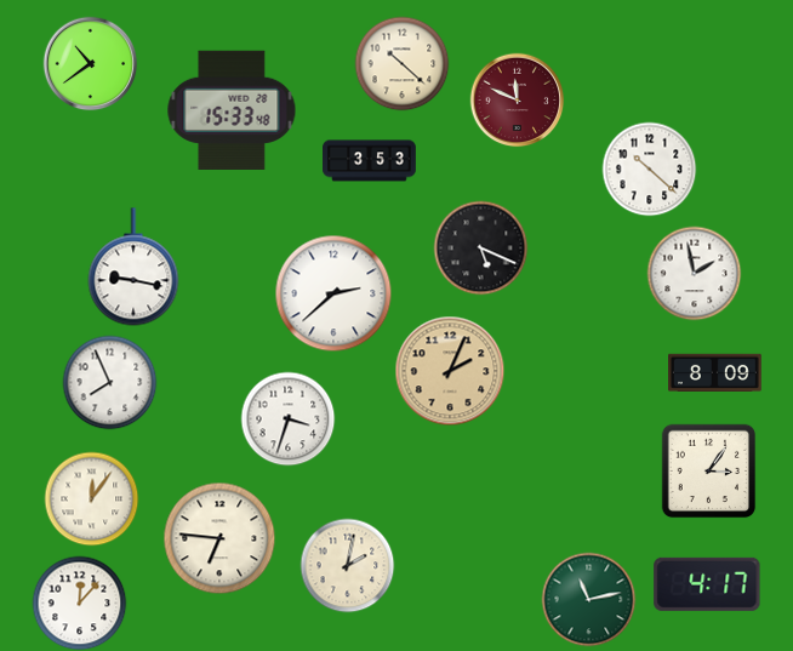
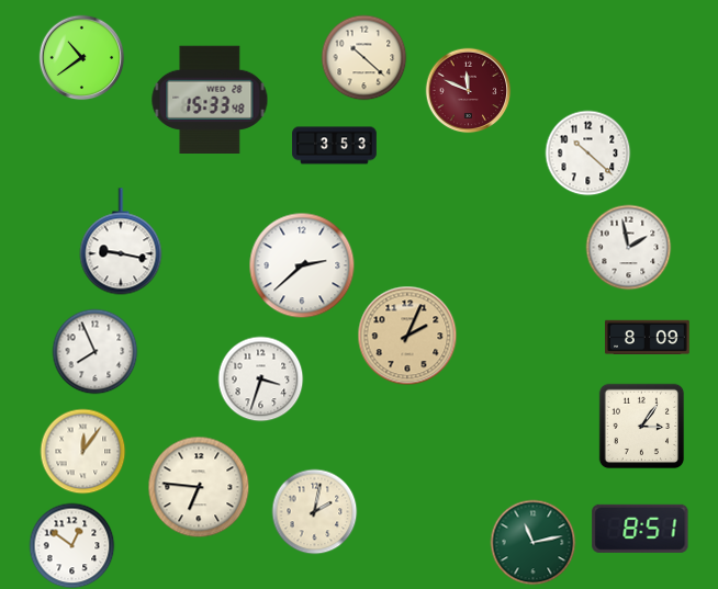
clock at (480, 247): 5:19 -> none
clock at (109, 382) position: (109, 382) -> (94, 351)
clock at (707, 584): 4:17 -> 8:51
clock at (79, 603): 12:07 -> 12:51
